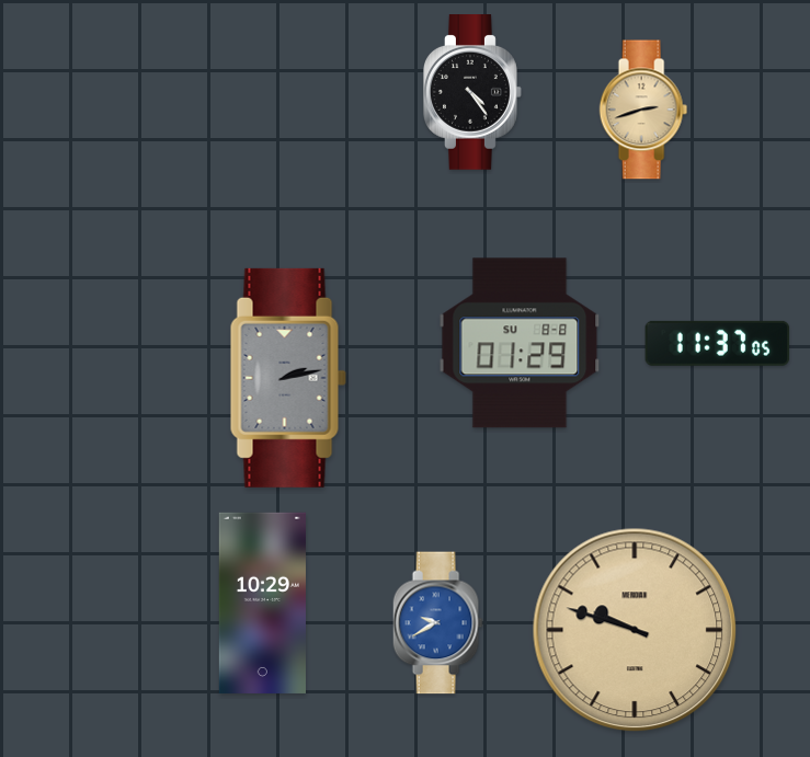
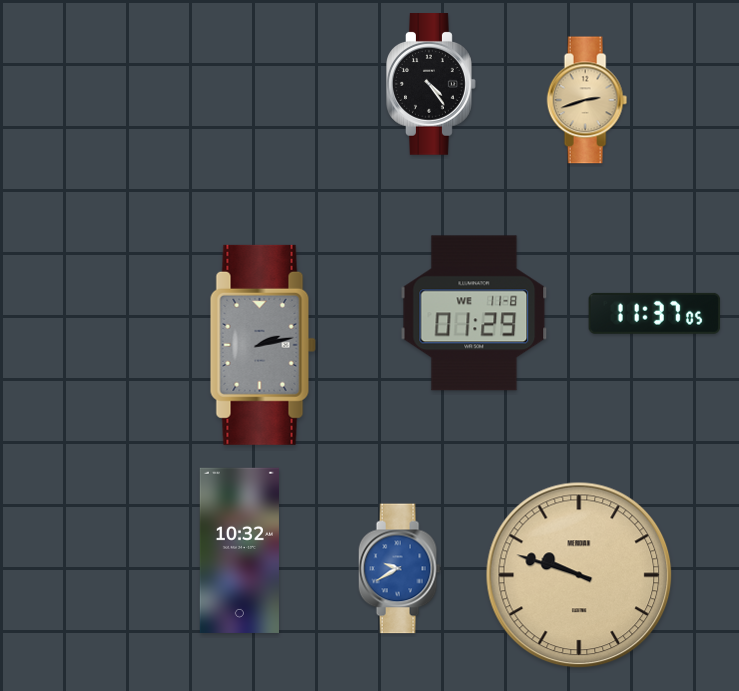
clock at (520, 343) date: SU 8-8 -> WE 11-8
clock at (262, 603): 10:29 -> 10:32
